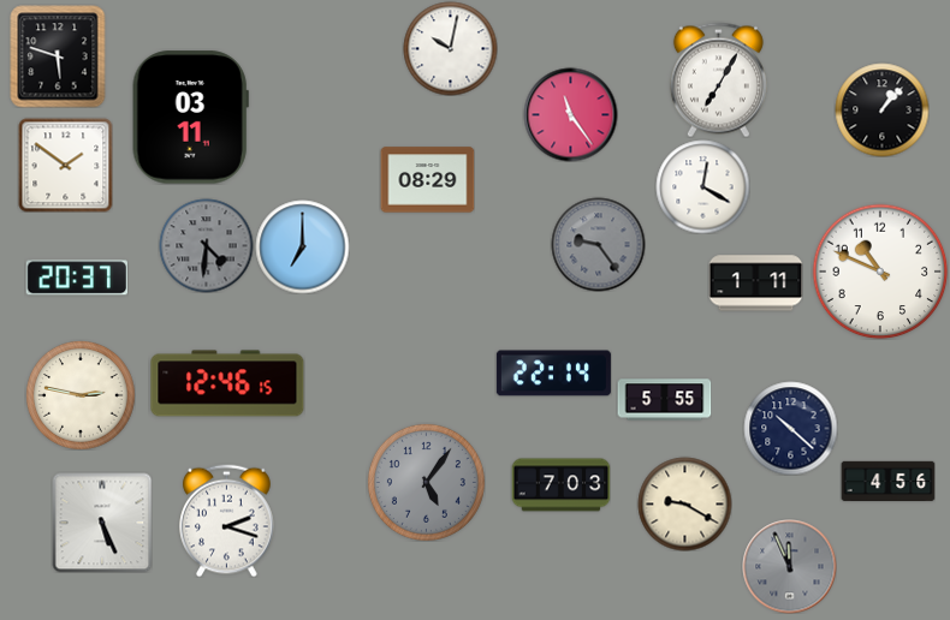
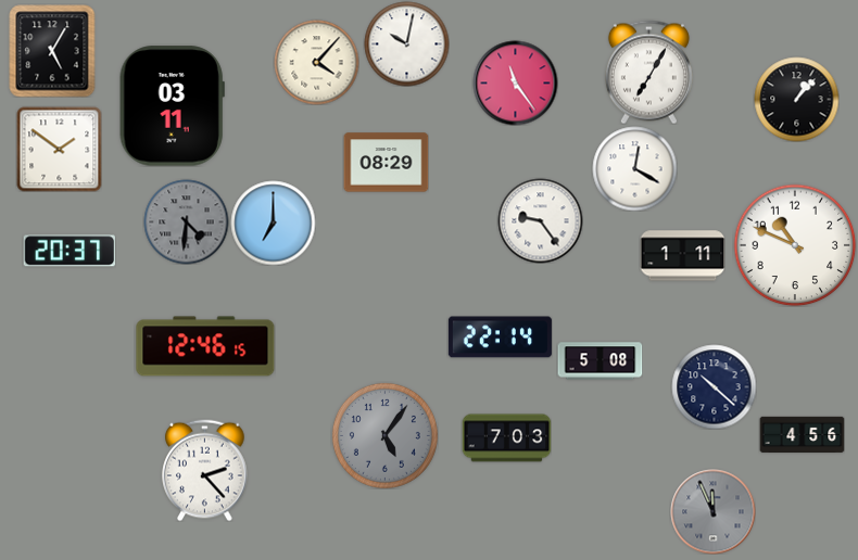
clock at (58, 56): 5:48 -> 5:05
clock at (316, 62): none -> 4:07
clock at (570, 114) position: (570, 114) -> (515, 82)
clock at (598, 244) dial: grey -> white
clock at (81, 395): 2:47 -> none
clock at (664, 400): 5:55 -> 5:08
clock at (684, 503): 9:20 -> none
clock at (227, 520): 2:18 -> 2:23
clock at (102, 523): 5:26 -> none
